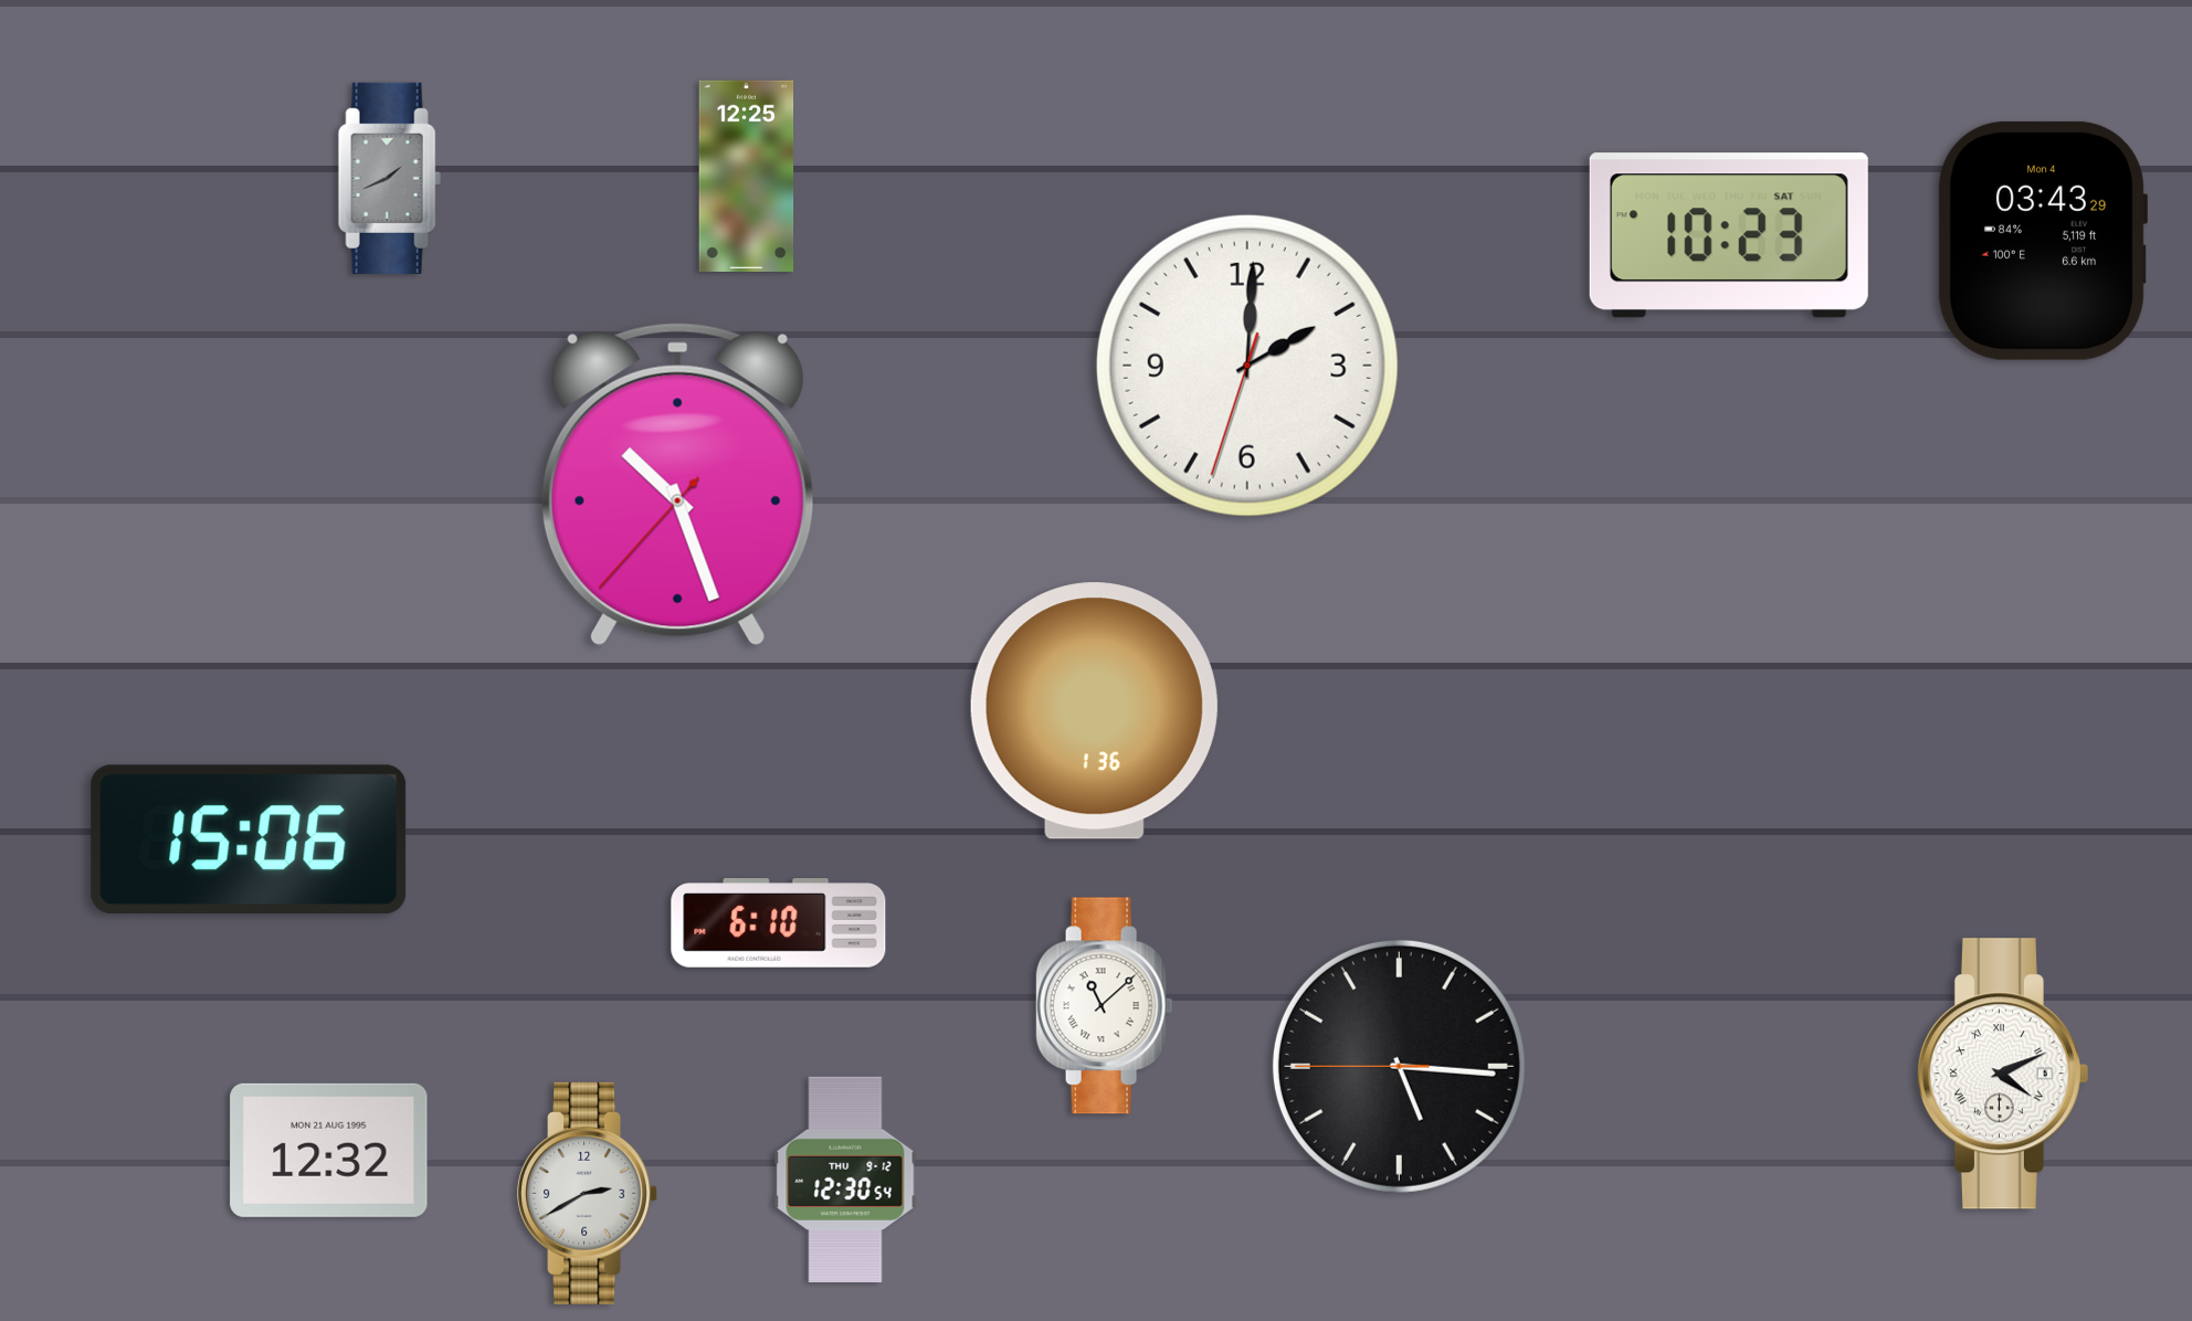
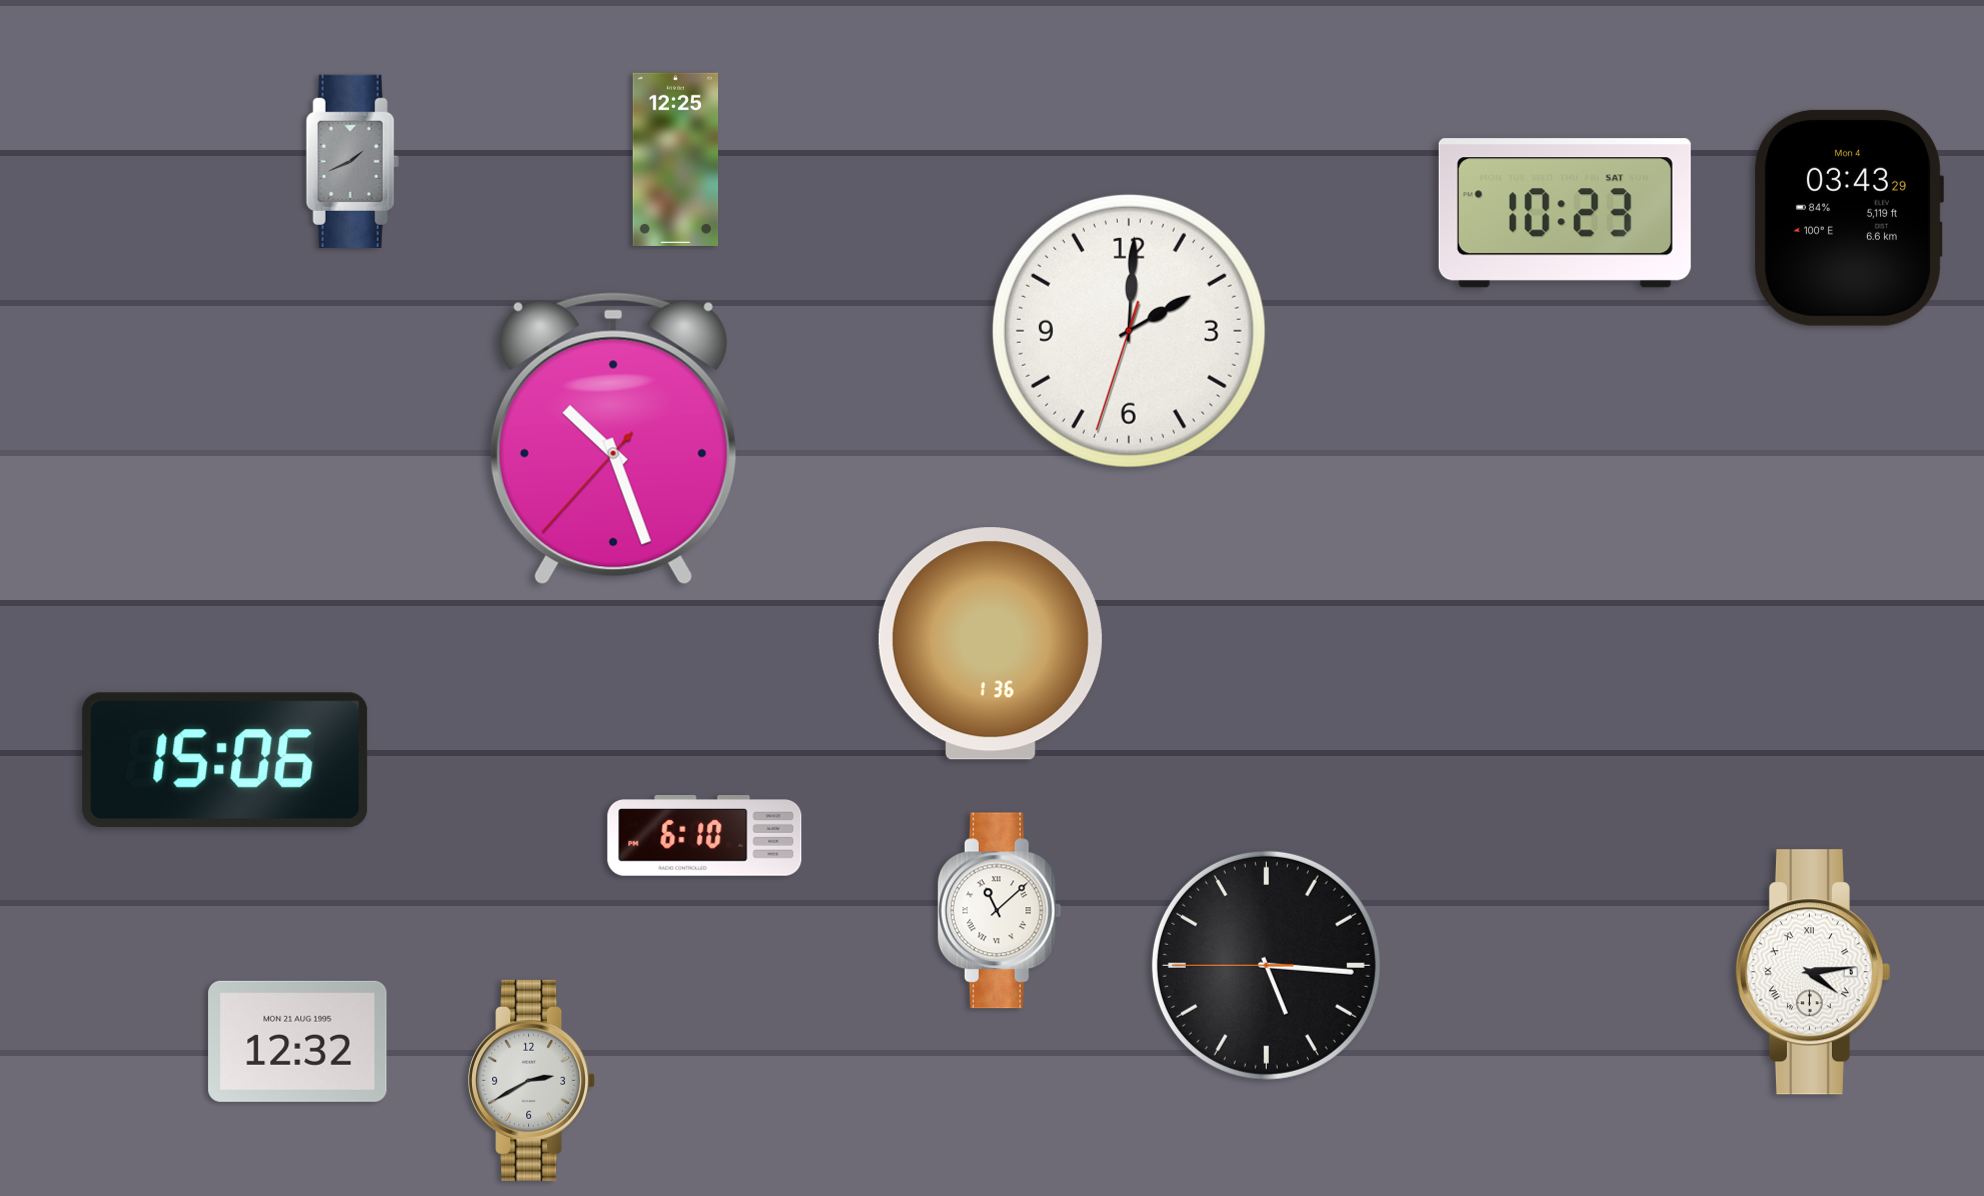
clock at (2002, 1074): 4:11 -> 4:14
clock at (845, 1180): 12:30 -> none
